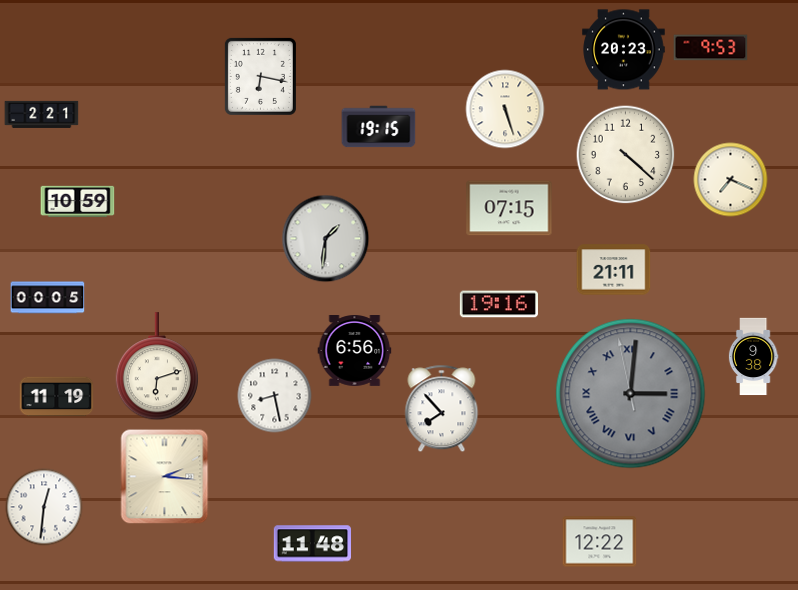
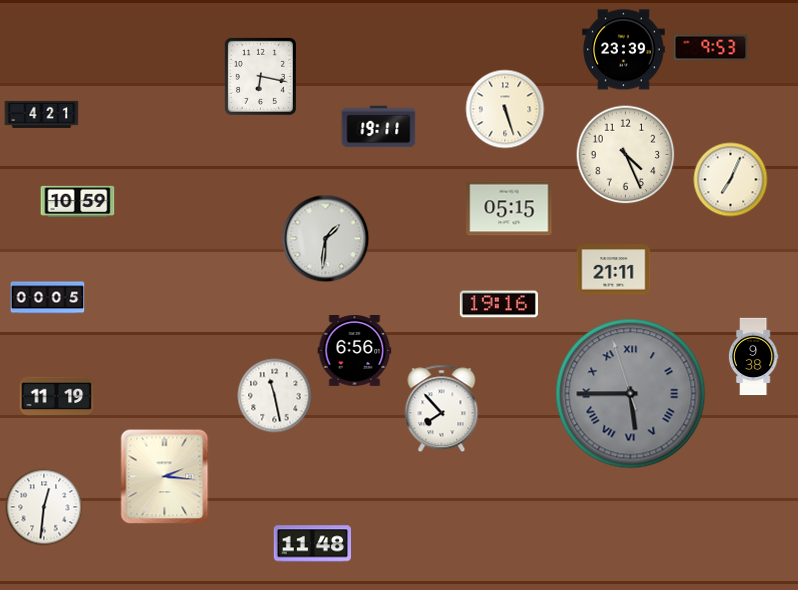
clock at (624, 50): 20:23 -> 23:39
clock at (42, 114): 2:21 -> 4:21
clock at (379, 127): 19:15 -> 19:11
clock at (626, 155): 4:22 -> 4:26
clock at (731, 180): 7:19 -> 7:04
clock at (509, 208): 07:15 -> 05:15
clock at (157, 367): 6:12 -> none
clock at (631, 394): 3:00 -> 5:44
clock at (275, 396): 8:28 -> 11:28
clock at (600, 542): 12:22 -> none
